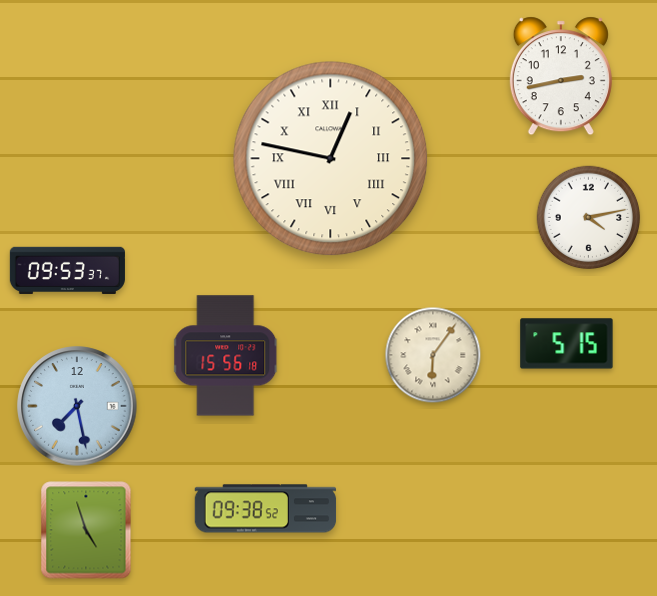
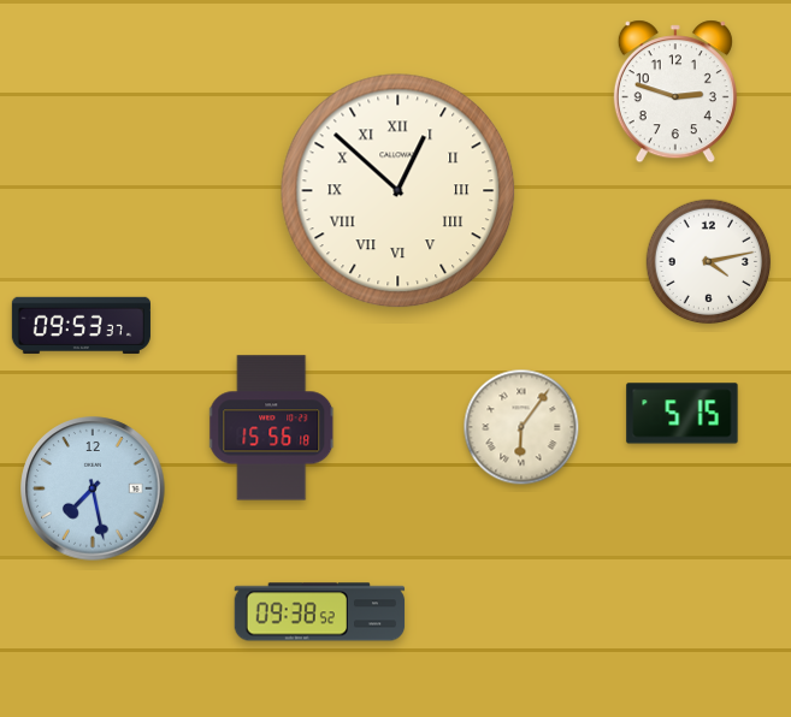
clock at (561, 76): 2:43 -> 2:48
clock at (331, 159): 12:47 -> 12:52
clock at (86, 530): 4:57 -> none
